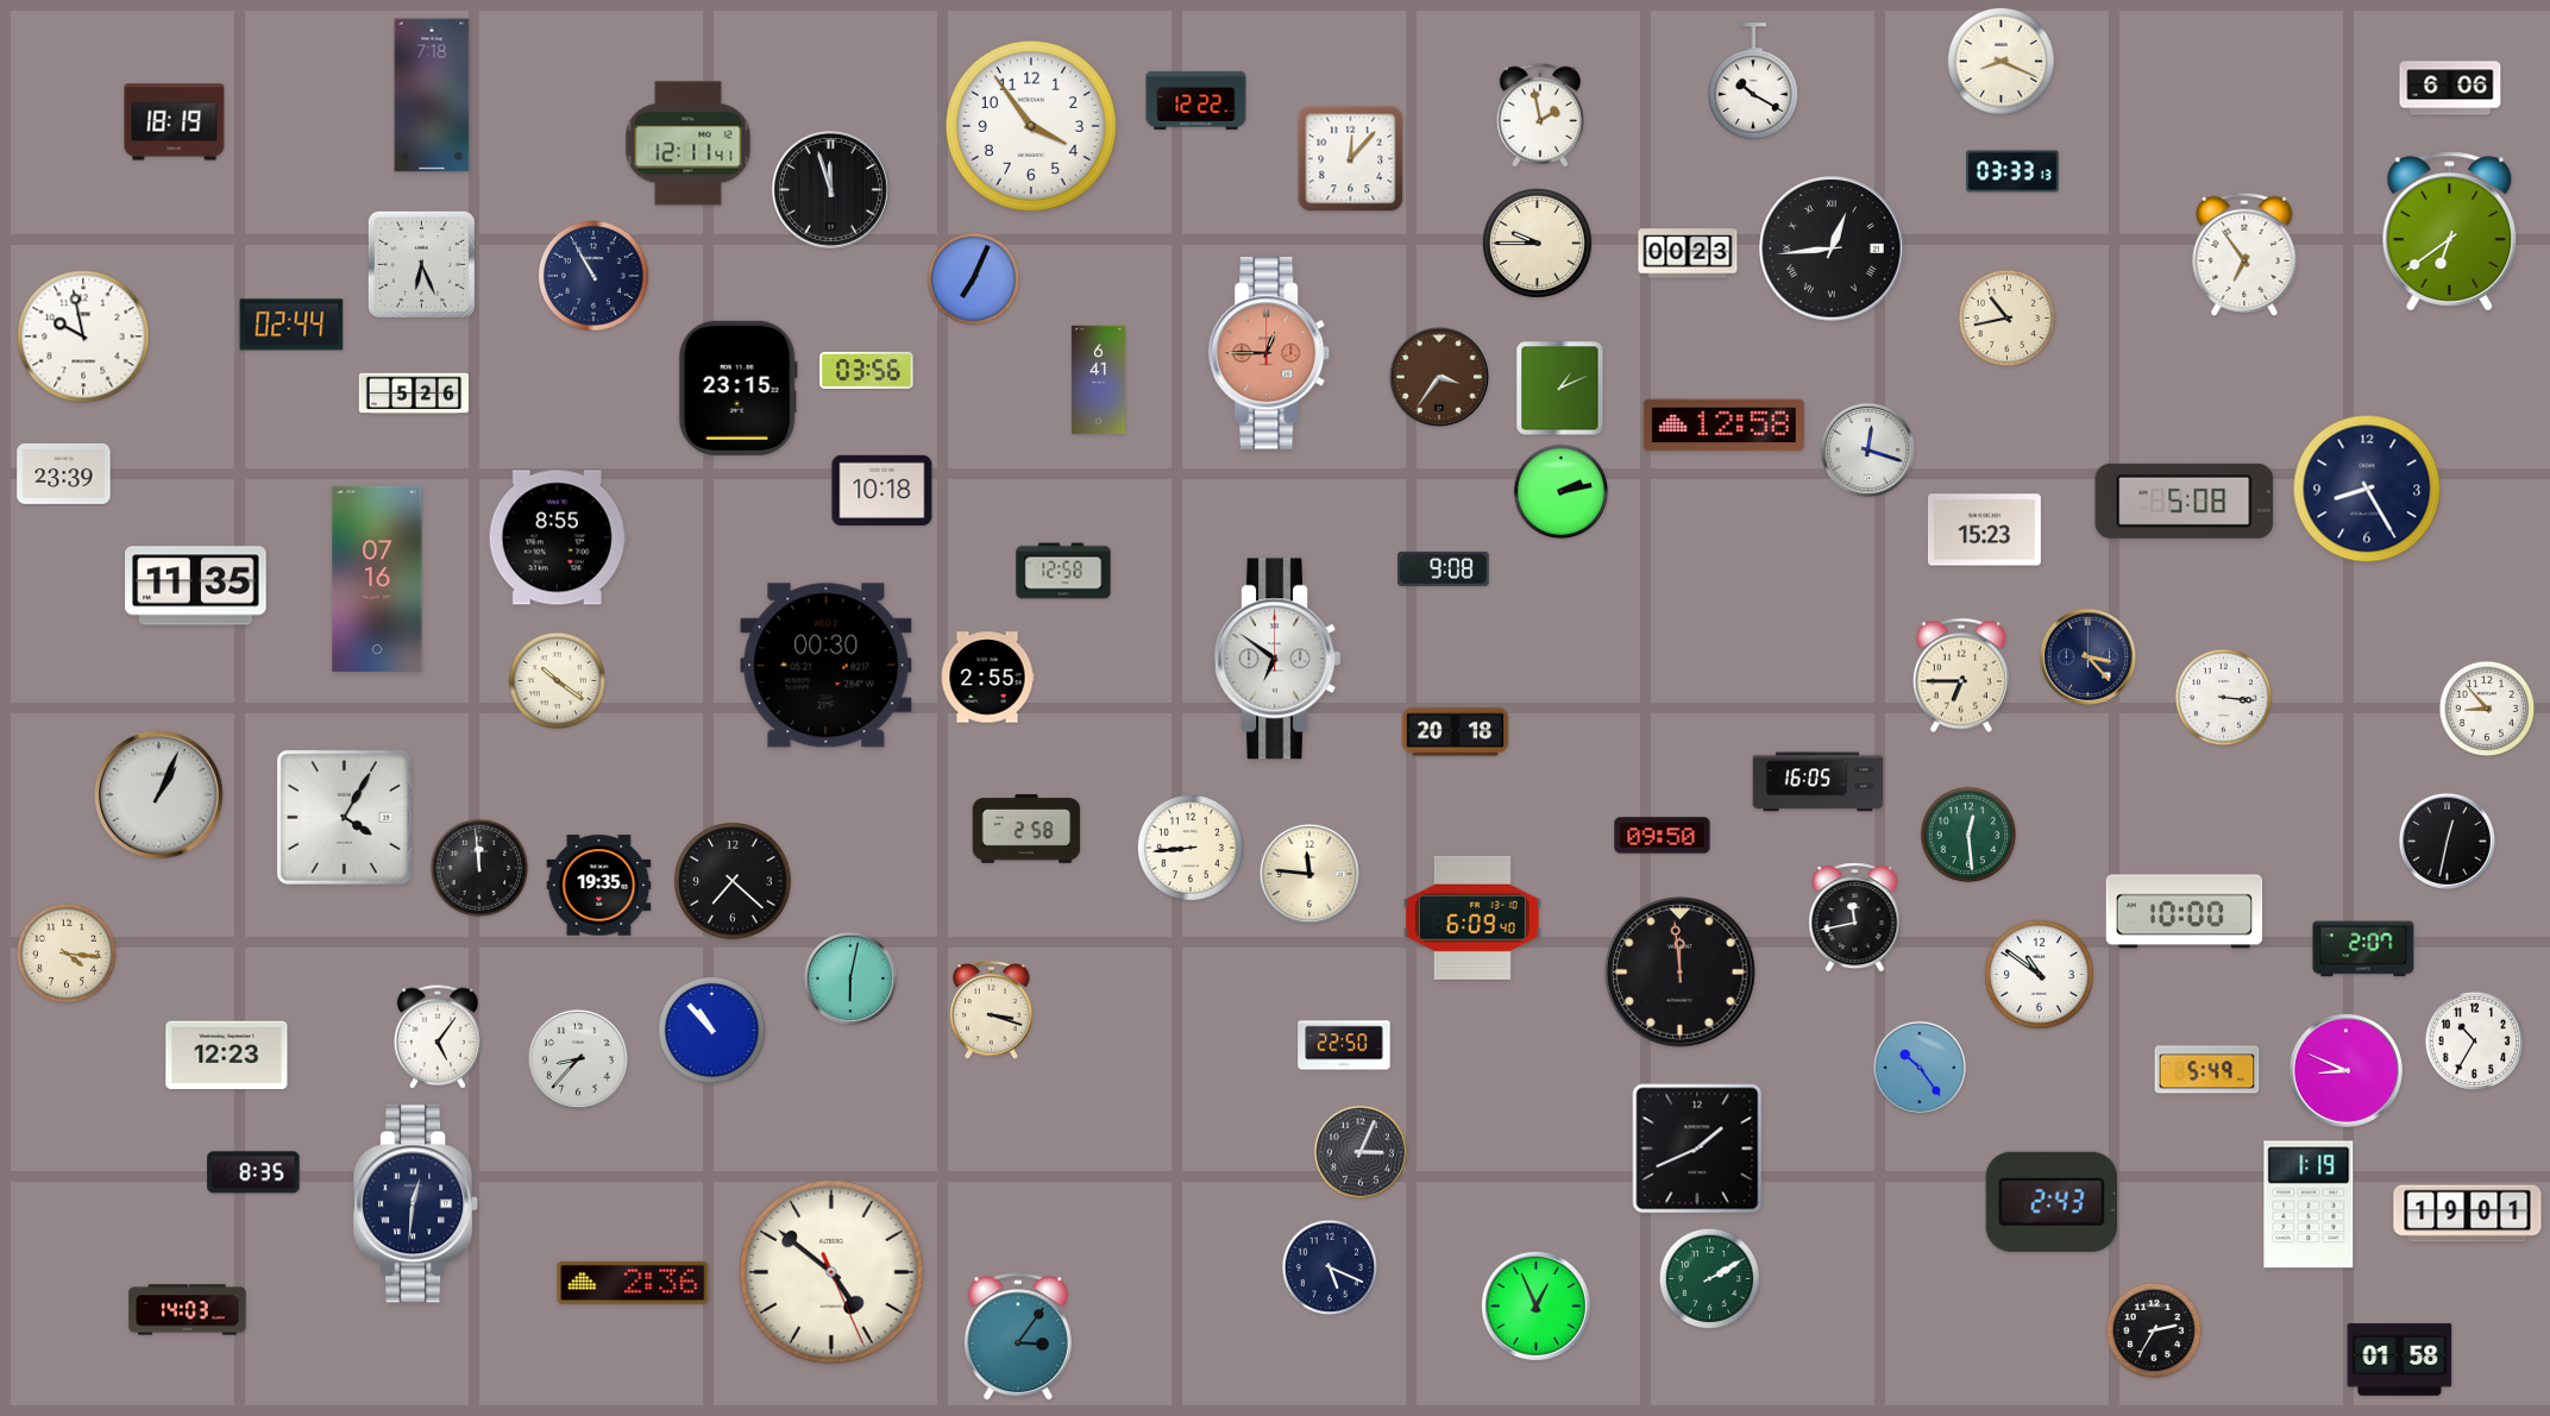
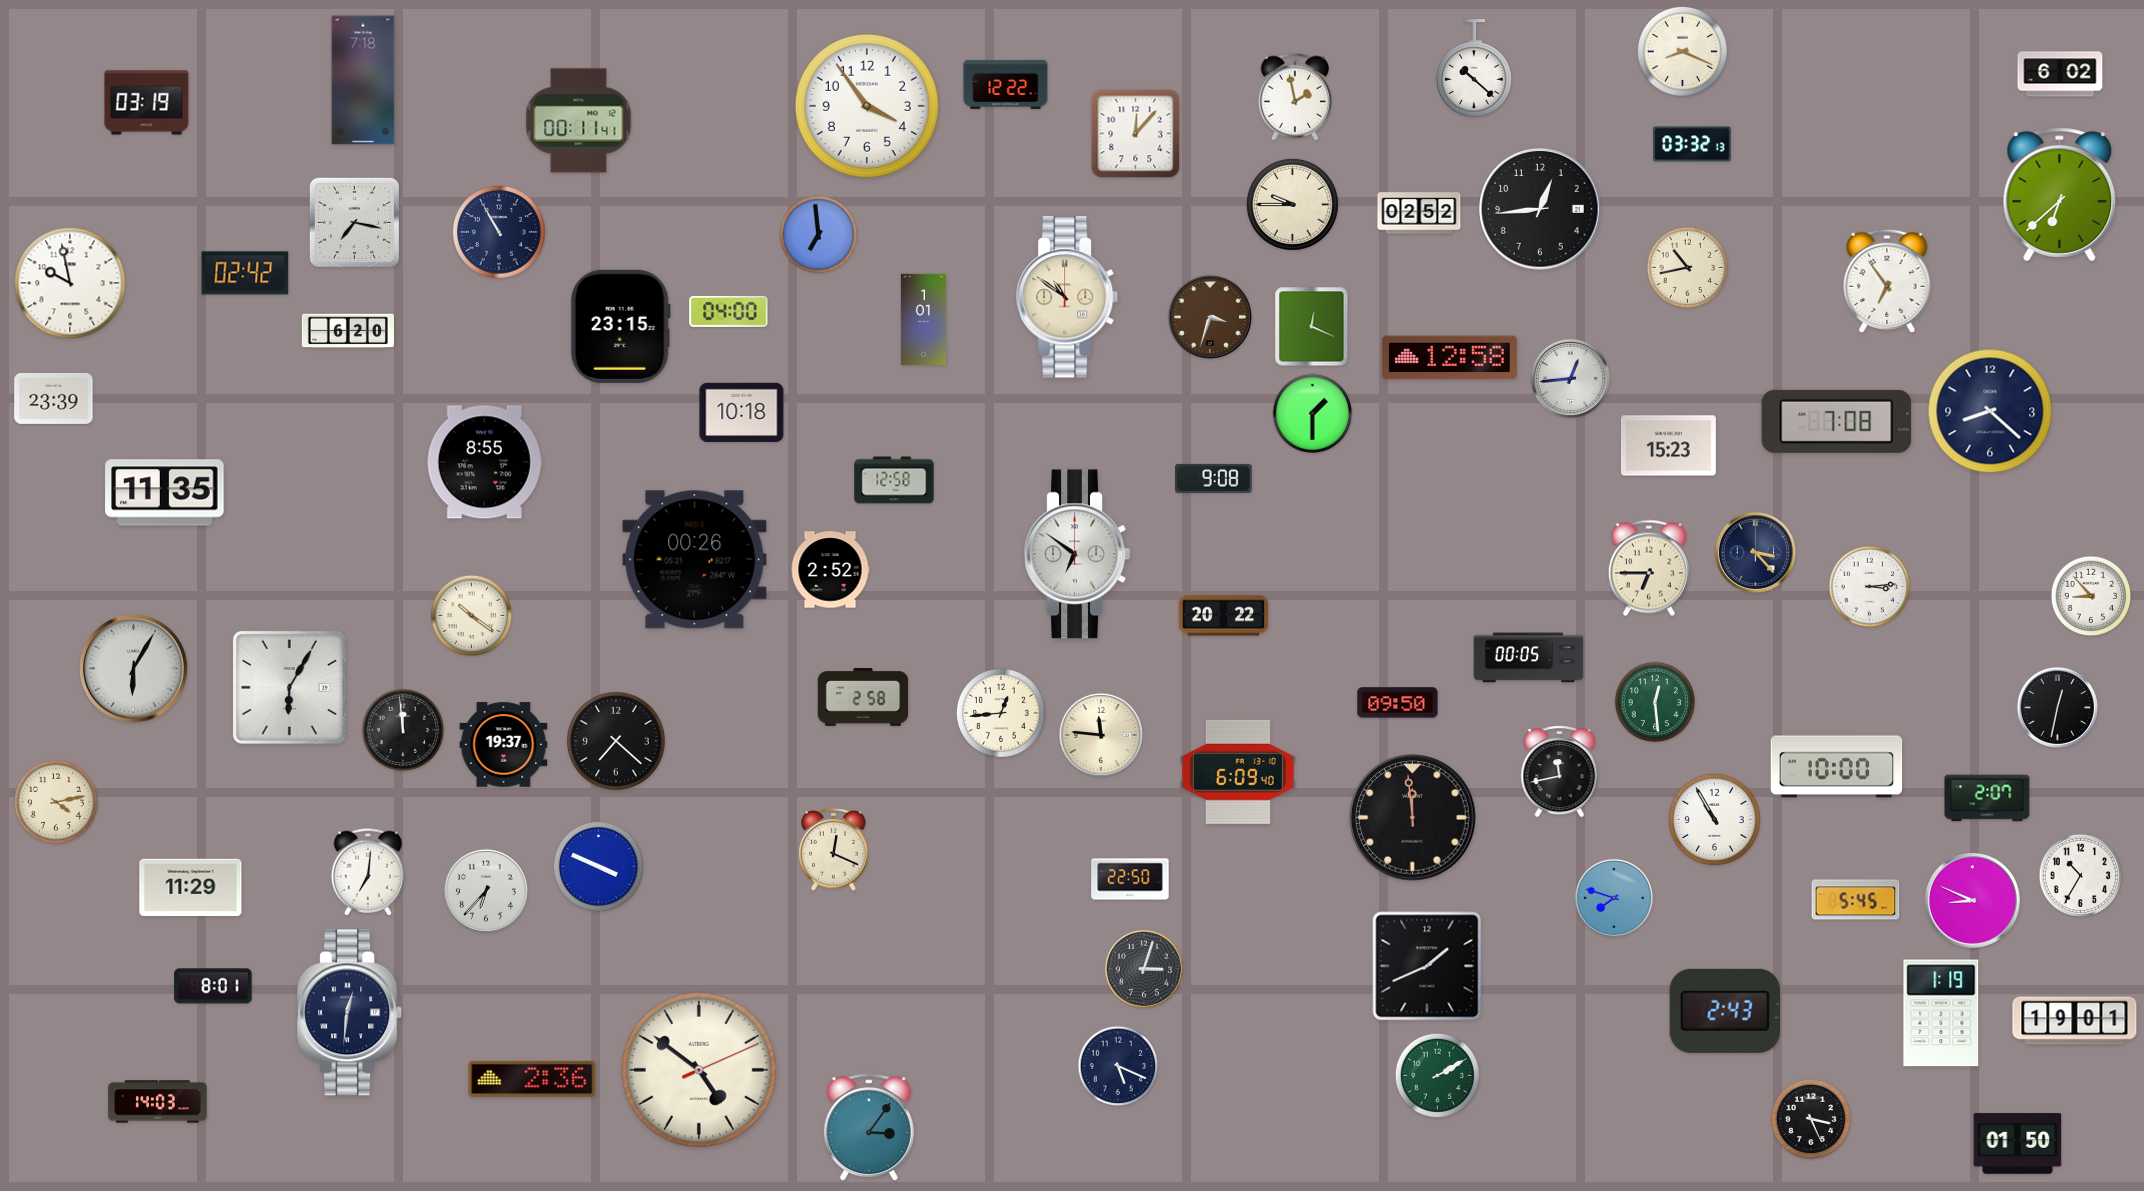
clock at (1753, 81): 10:20 -> 10:22
clock at (2450, 88): 6:06 -> 6:02
clock at (175, 122): 18:19 -> 03:19
clock at (689, 144): 12:11 -> 00:11
clock at (2012, 171): 03:33 -> 03:32
clock at (830, 189): 11:57 -> none
clock at (2450, 232): 6:39 -> 6:38
clock at (1832, 248) numerals: Roman -> Arabic
clock at (1688, 253): 00:23 -> 02:52
clock at (2244, 254) position: (2244, 254) -> (1887, 281)
clock at (421, 264): 6:26 -> 7:17
clock at (974, 279): 7:04 -> 6:59
clock at (291, 325): 02:44 -> 02:42
clock at (1270, 353): 12:45 -> 10:51
clock at (1270, 353) dial: salmon -> cream
clock at (867, 370): 03:56 -> 04:00
clock at (1439, 377): 3:36 -> 3:33
clock at (1098, 380): 6:41 -> 1:01
clock at (1560, 389): 1:11 -> 12:19
clock at (414, 394): 5:26 -> 6:20
clock at (1867, 449): 12:18 -> 12:44
clock at (2367, 489): 8:25 -> 8:22
clock at (1562, 492): 2:13 -> 1:30
clock at (2185, 501): 5:08 -> 7:08
clock at (558, 537) position: (558, 537) -> (485, 462)
clock at (377, 579): 07:16 -> none
clock at (1277, 659) position: (1277, 659) -> (1077, 554)
clock at (827, 666): 00:30 -> 00:26
clock at (987, 678): 2:55 -> 2:52
clock at (558, 681) position: (558, 681) -> (472, 616)
clock at (2224, 698): 3:16 -> 3:14
clock at (1456, 732): 20:18 -> 20:22
clock at (1819, 782): 16:05 -> 00:05
clock at (159, 795): 1:04 -> 6:05
clock at (344, 817): 4:05 -> 6:05
clock at (1191, 848): 8:44 -> 12:44
clock at (599, 886): 19:35 -> 19:37
clock at (65, 952): 4:16 -> 4:13
clock at (2039, 974): 10:51 -> 10:55
clock at (850, 978): 6:02 -> none
clock at (992, 1011): 3:18 -> 12:19
clock at (711, 1030): 10:53 -> 3:49
clock at (438, 1037): 5:06 -> 7:01
clock at (227, 1056): 12:23 -> 11:29
clock at (578, 1059): 8:37 -> 6:37
clock at (1920, 1068): 10:24 -> 7:48
clock at (2207, 1070): 5:49 -> 5:45
clock at (1361, 1152): 3:04 -> 3:03
clock at (253, 1172): 8:35 -> 8:01
clock at (831, 1272): 4:51:26 -> 4:51:11
clock at (1535, 1305): 12:56 -> none
clock at (2154, 1330): 2:35 -> 3:26
clock at (1018, 1338) position: (1018, 1338) -> (869, 1128)
clock at (2400, 1360): 01:58 -> 01:50
